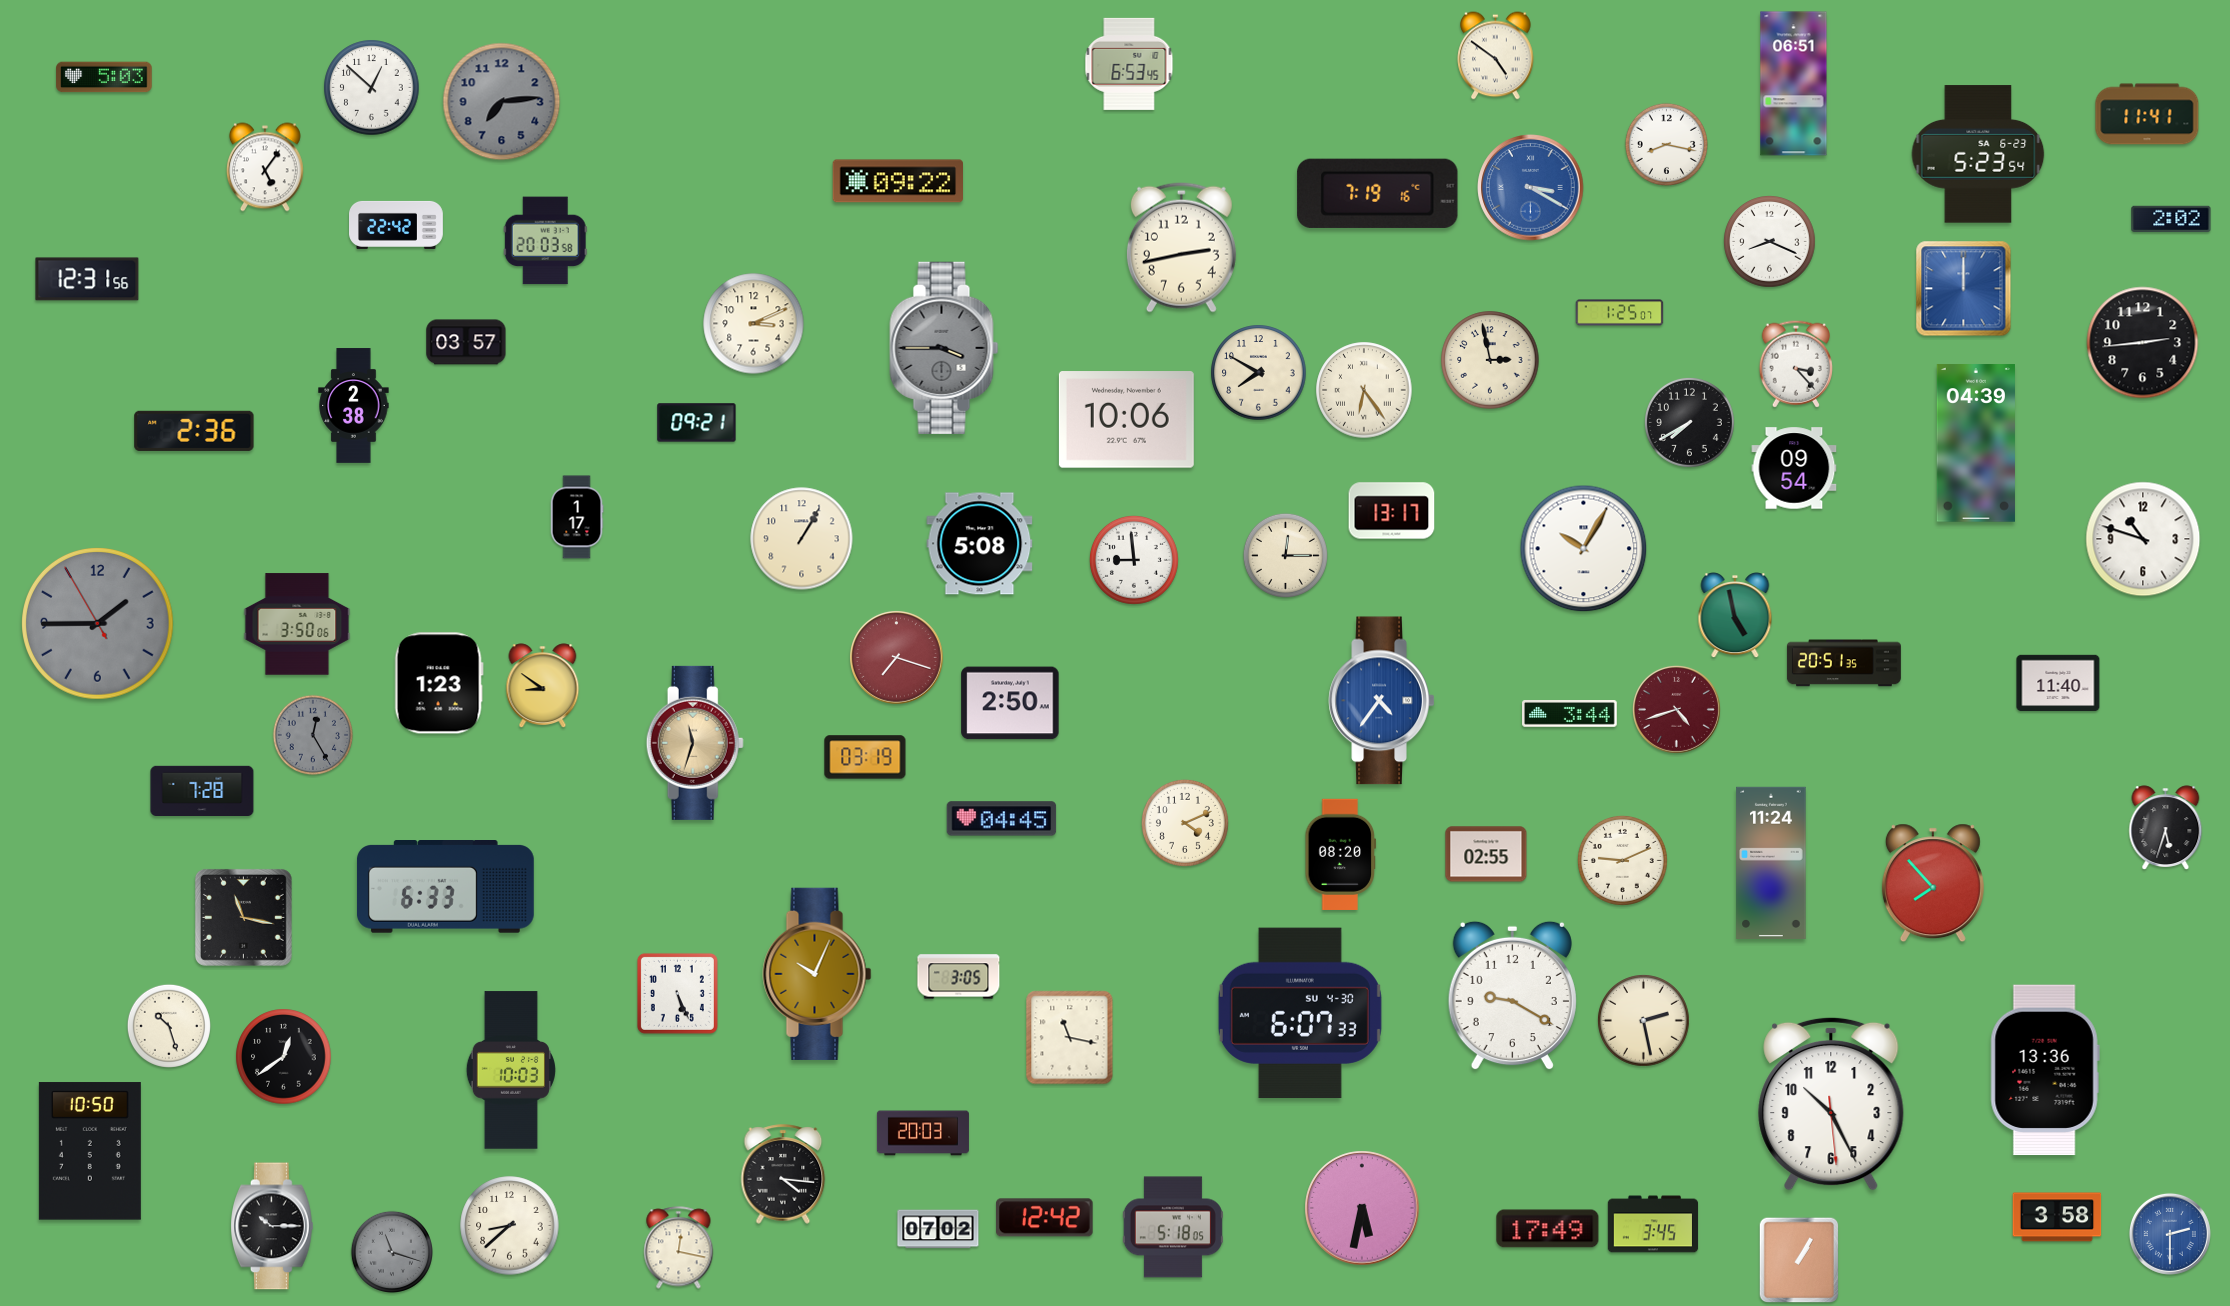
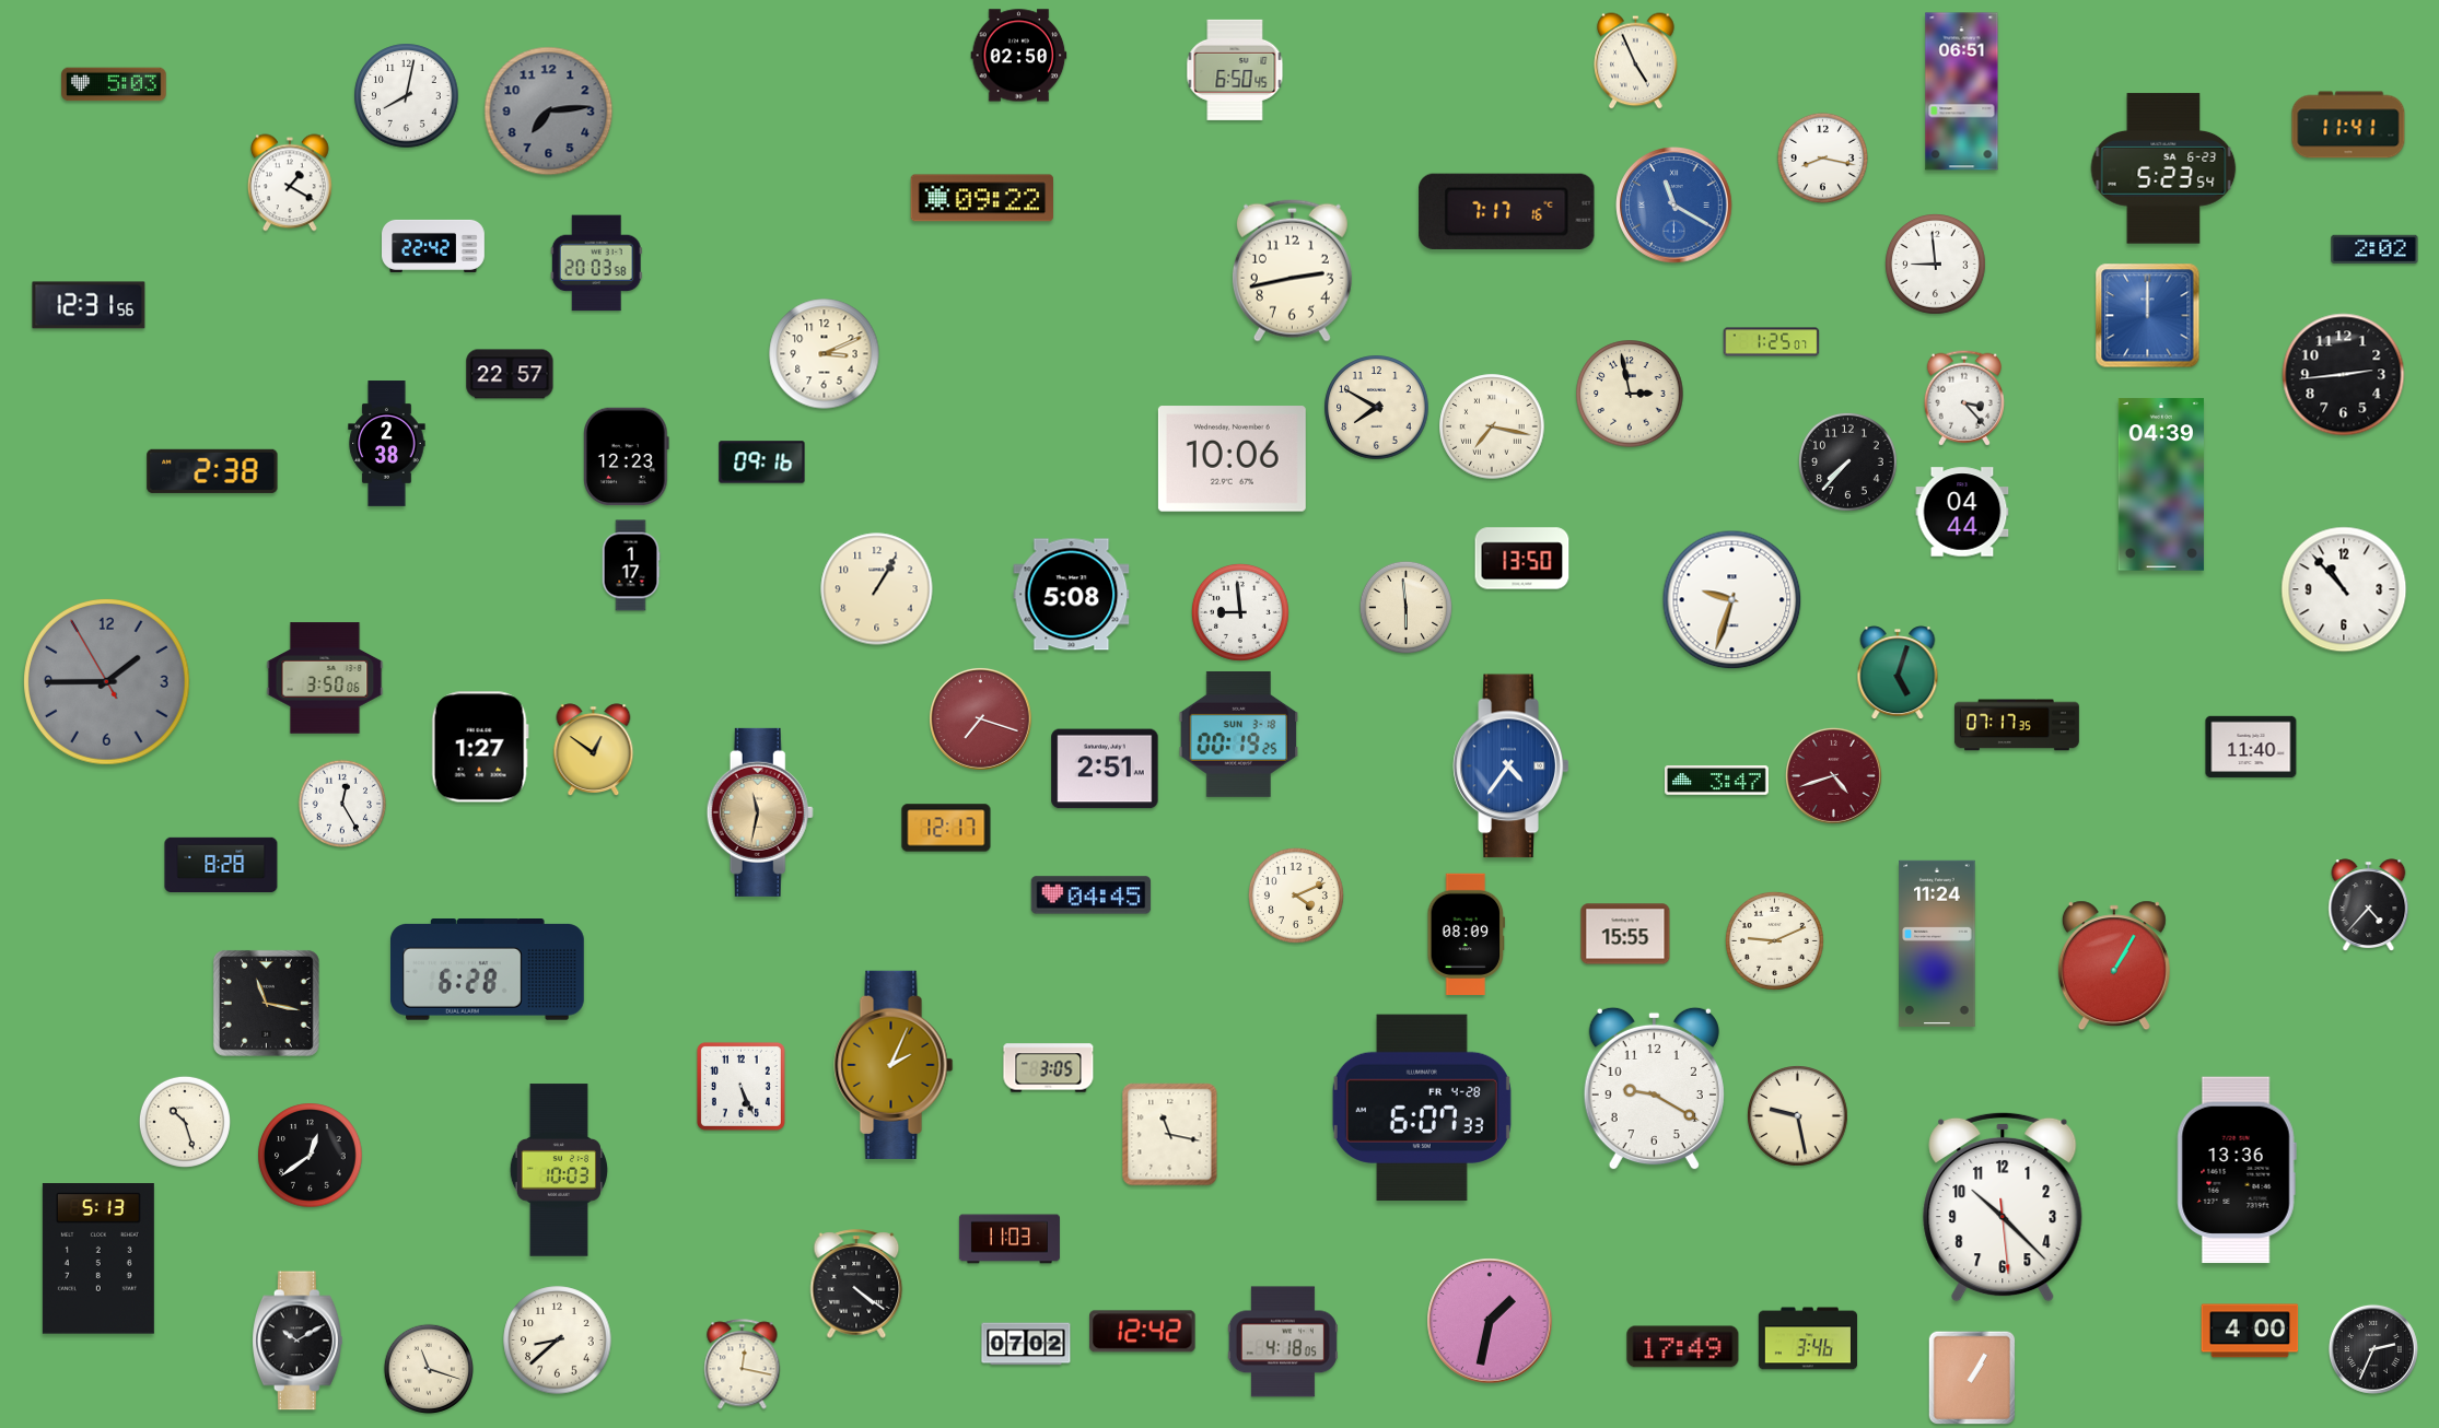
clock at (1019, 56): none -> 02:50
clock at (1496, 56): 4:51 -> 4:56
clock at (1129, 64): 6:53 -> 6:50
clock at (372, 88): 12:52 -> 8:02
clock at (265, 167): 5:06 -> 1:20
clock at (1531, 188): 3:20 -> 11:20
clock at (1378, 193): 7:19 -> 7:17
clock at (2171, 219) position: (2171, 219) -> (2374, 249)
clock at (1770, 242): 8:19 -> 8:59
clock at (87, 279) position: (87, 279) -> (89, 305)
clock at (466, 342): 03:57 -> 22:57
clock at (944, 348): 3:45 -> none
clock at (1364, 390): 6:24 -> 7:17
clock at (627, 457): none -> 12:23
clock at (1689, 422): 7:40 -> 7:37
clock at (697, 423): 09:21 -> 09:16
clock at (194, 431): 2:36 -> 2:38
clock at (1794, 468): 09:54 -> 04:44
clock at (1392, 511): 13:17 -> 13:50
clock at (2143, 539): 10:48 -> 10:53
clock at (1584, 549): 10:05 -> 9:33
clock at (1285, 555): 12:15 -> 5:59
clock at (1735, 616): 4:58 -> 5:03
clock at (297, 624) position: (297, 624) -> (325, 678)
clock at (1844, 663): 20:51 -> 07:17
clock at (1239, 734): none -> 00:19
clock at (439, 683): 1:23 -> 1:27
clock at (543, 686): 8:51 -> 12:51
clock at (1010, 703): 2:50 -> 2:51
clock at (1570, 714): 3:44 -> 3:47
clock at (313, 735) dial: grey -> white
clock at (695, 743): 11:33 -> 11:32
clock at (865, 757): 03:19 -> 12:17
clock at (202, 790): 7:28 -> 8:28
clock at (1002, 819) position: (1002, 819) -> (1092, 896)
clock at (1185, 823) position: (1185, 823) -> (1296, 896)
clock at (2166, 828): 5:33 -> 4:37
clock at (1341, 854): 08:20 -> 08:09
clock at (1486, 854): 02:55 -> 15:55
clock at (1933, 883): 7:53 -> 1:05
clock at (445, 887): 6:33 -> 6:28
clock at (817, 974): 10:04 -> 2:04
clock at (1300, 1013) date: SU 4-30 -> FR 4-28
clock at (1644, 1021): 2:28 -> 9:28
clock at (1831, 1104): 10:25 -> 10:22
clock at (923, 1133): 20:03 -> 11:03
clock at (90, 1151): 10:50 -> 5:13
clock at (783, 1174): 4:16 -> 4:21
clock at (1362, 1208): 5:32 -> 1:32
clock at (2057, 1217): 3:58 -> 4:00
clock at (1653, 1224): 3:45 -> 3:46
clock at (273, 1226): 10:15 -> 10:10
clock at (1173, 1227): 5:18 -> 4:18
clock at (1548, 1229) position: (1548, 1229) -> (1683, 1347)
clock at (2170, 1234): 2:30 -> 2:34
clock at (2170, 1234) dial: blue -> black
clock at (391, 1251) dial: grey -> cream
clock at (1799, 1260) position: (1799, 1260) -> (1972, 1378)
